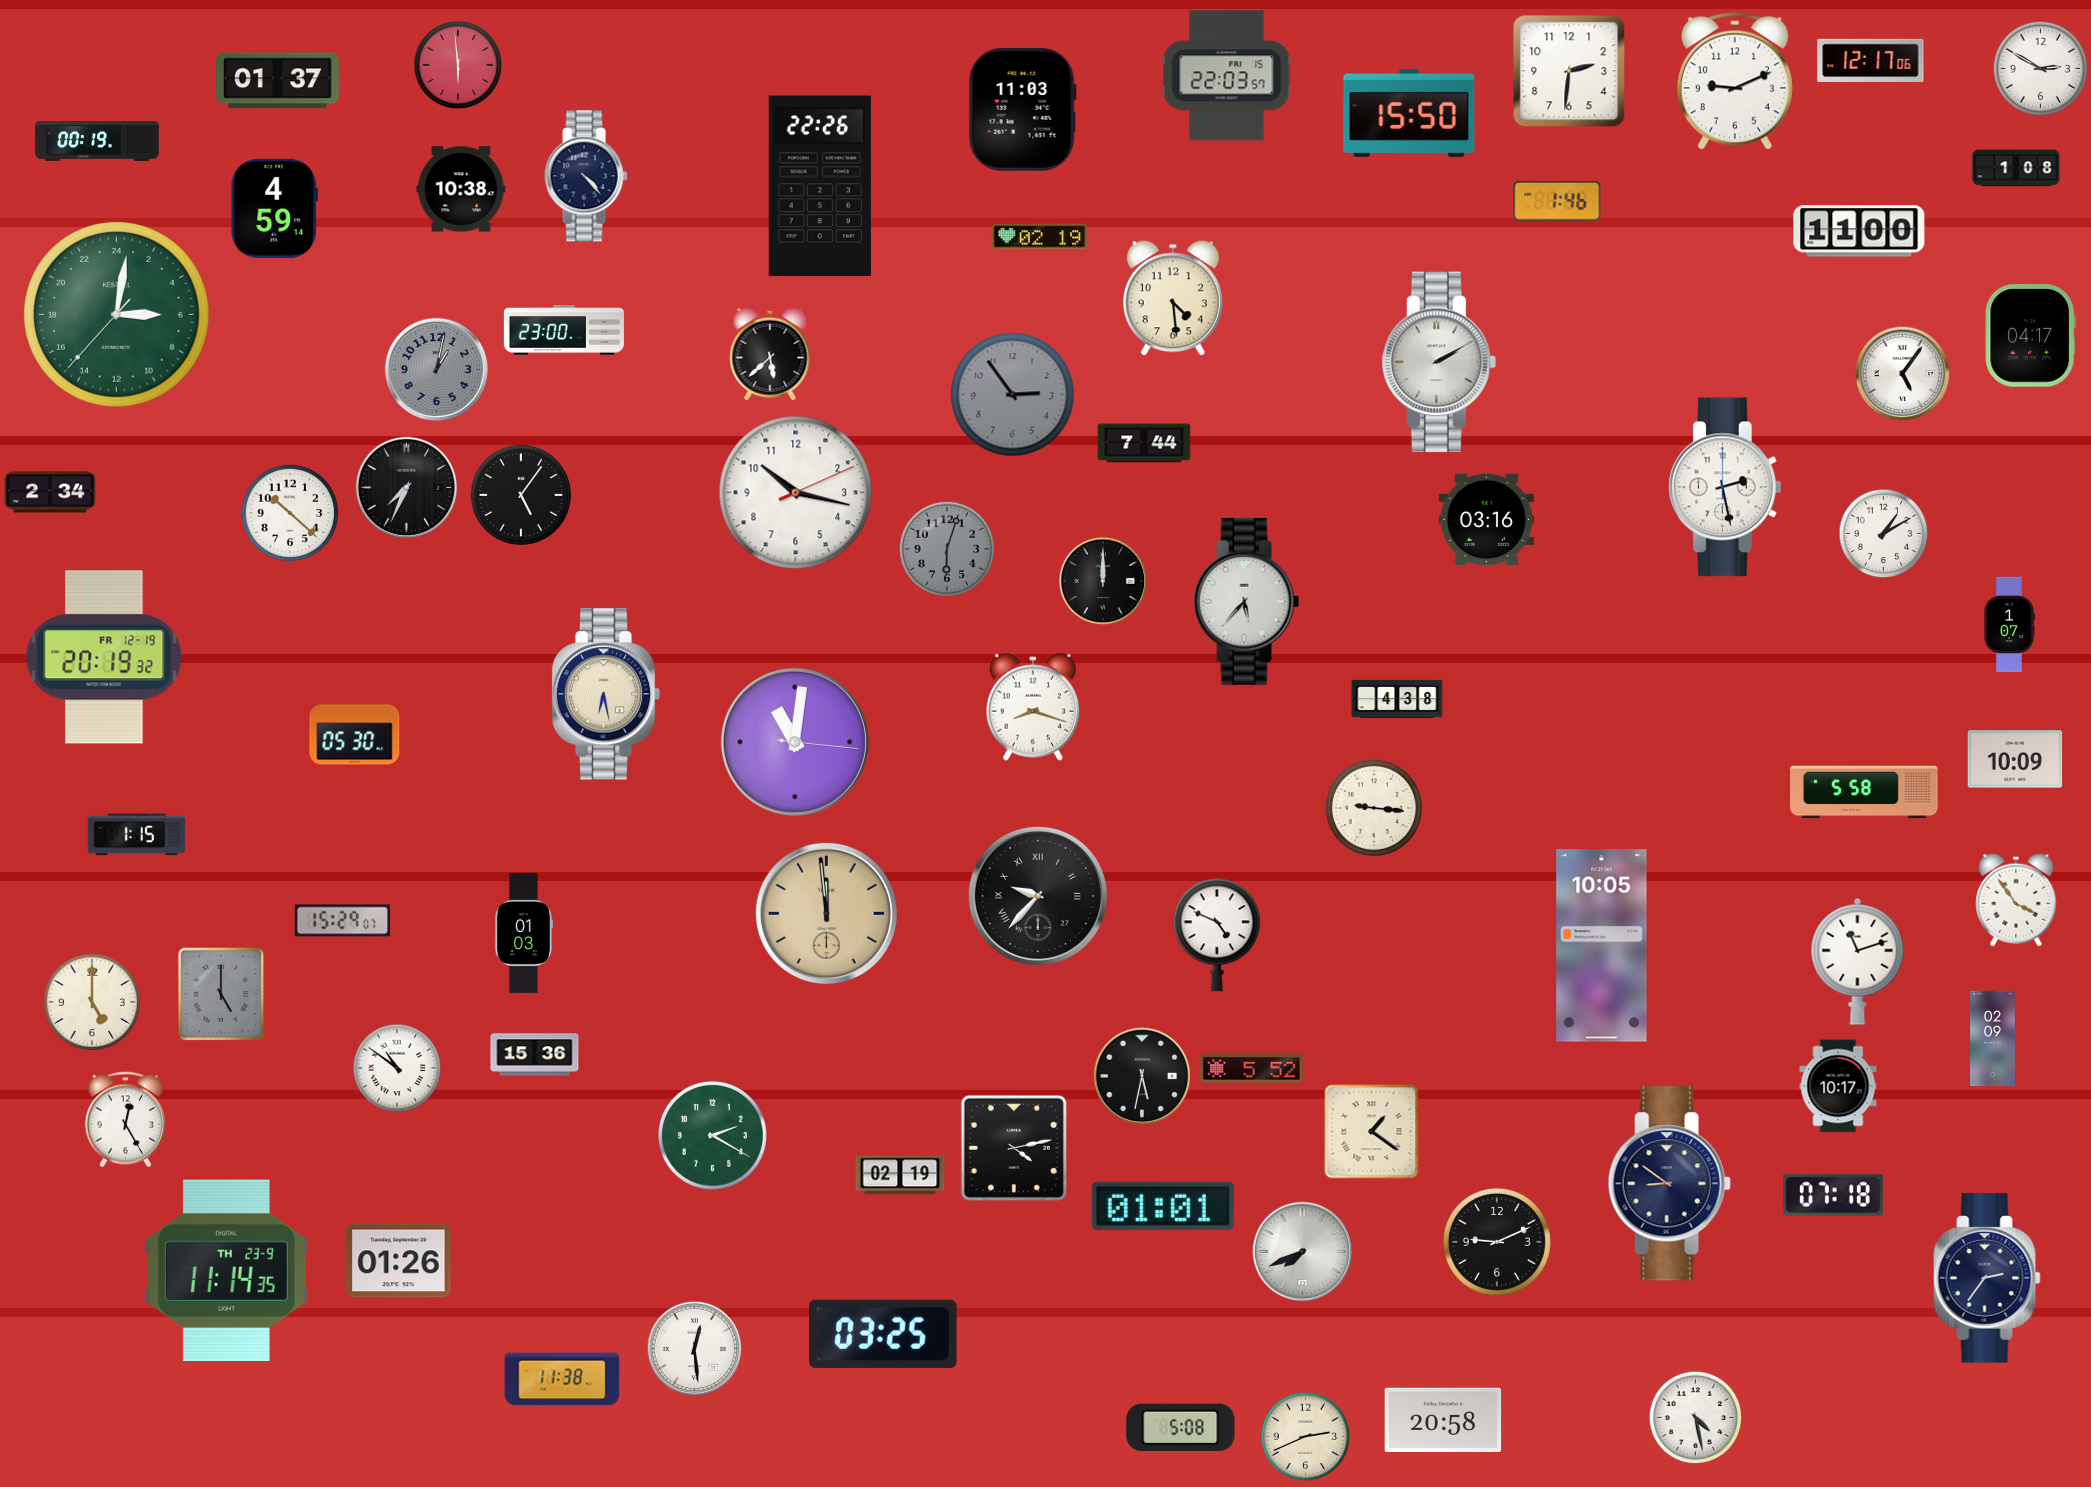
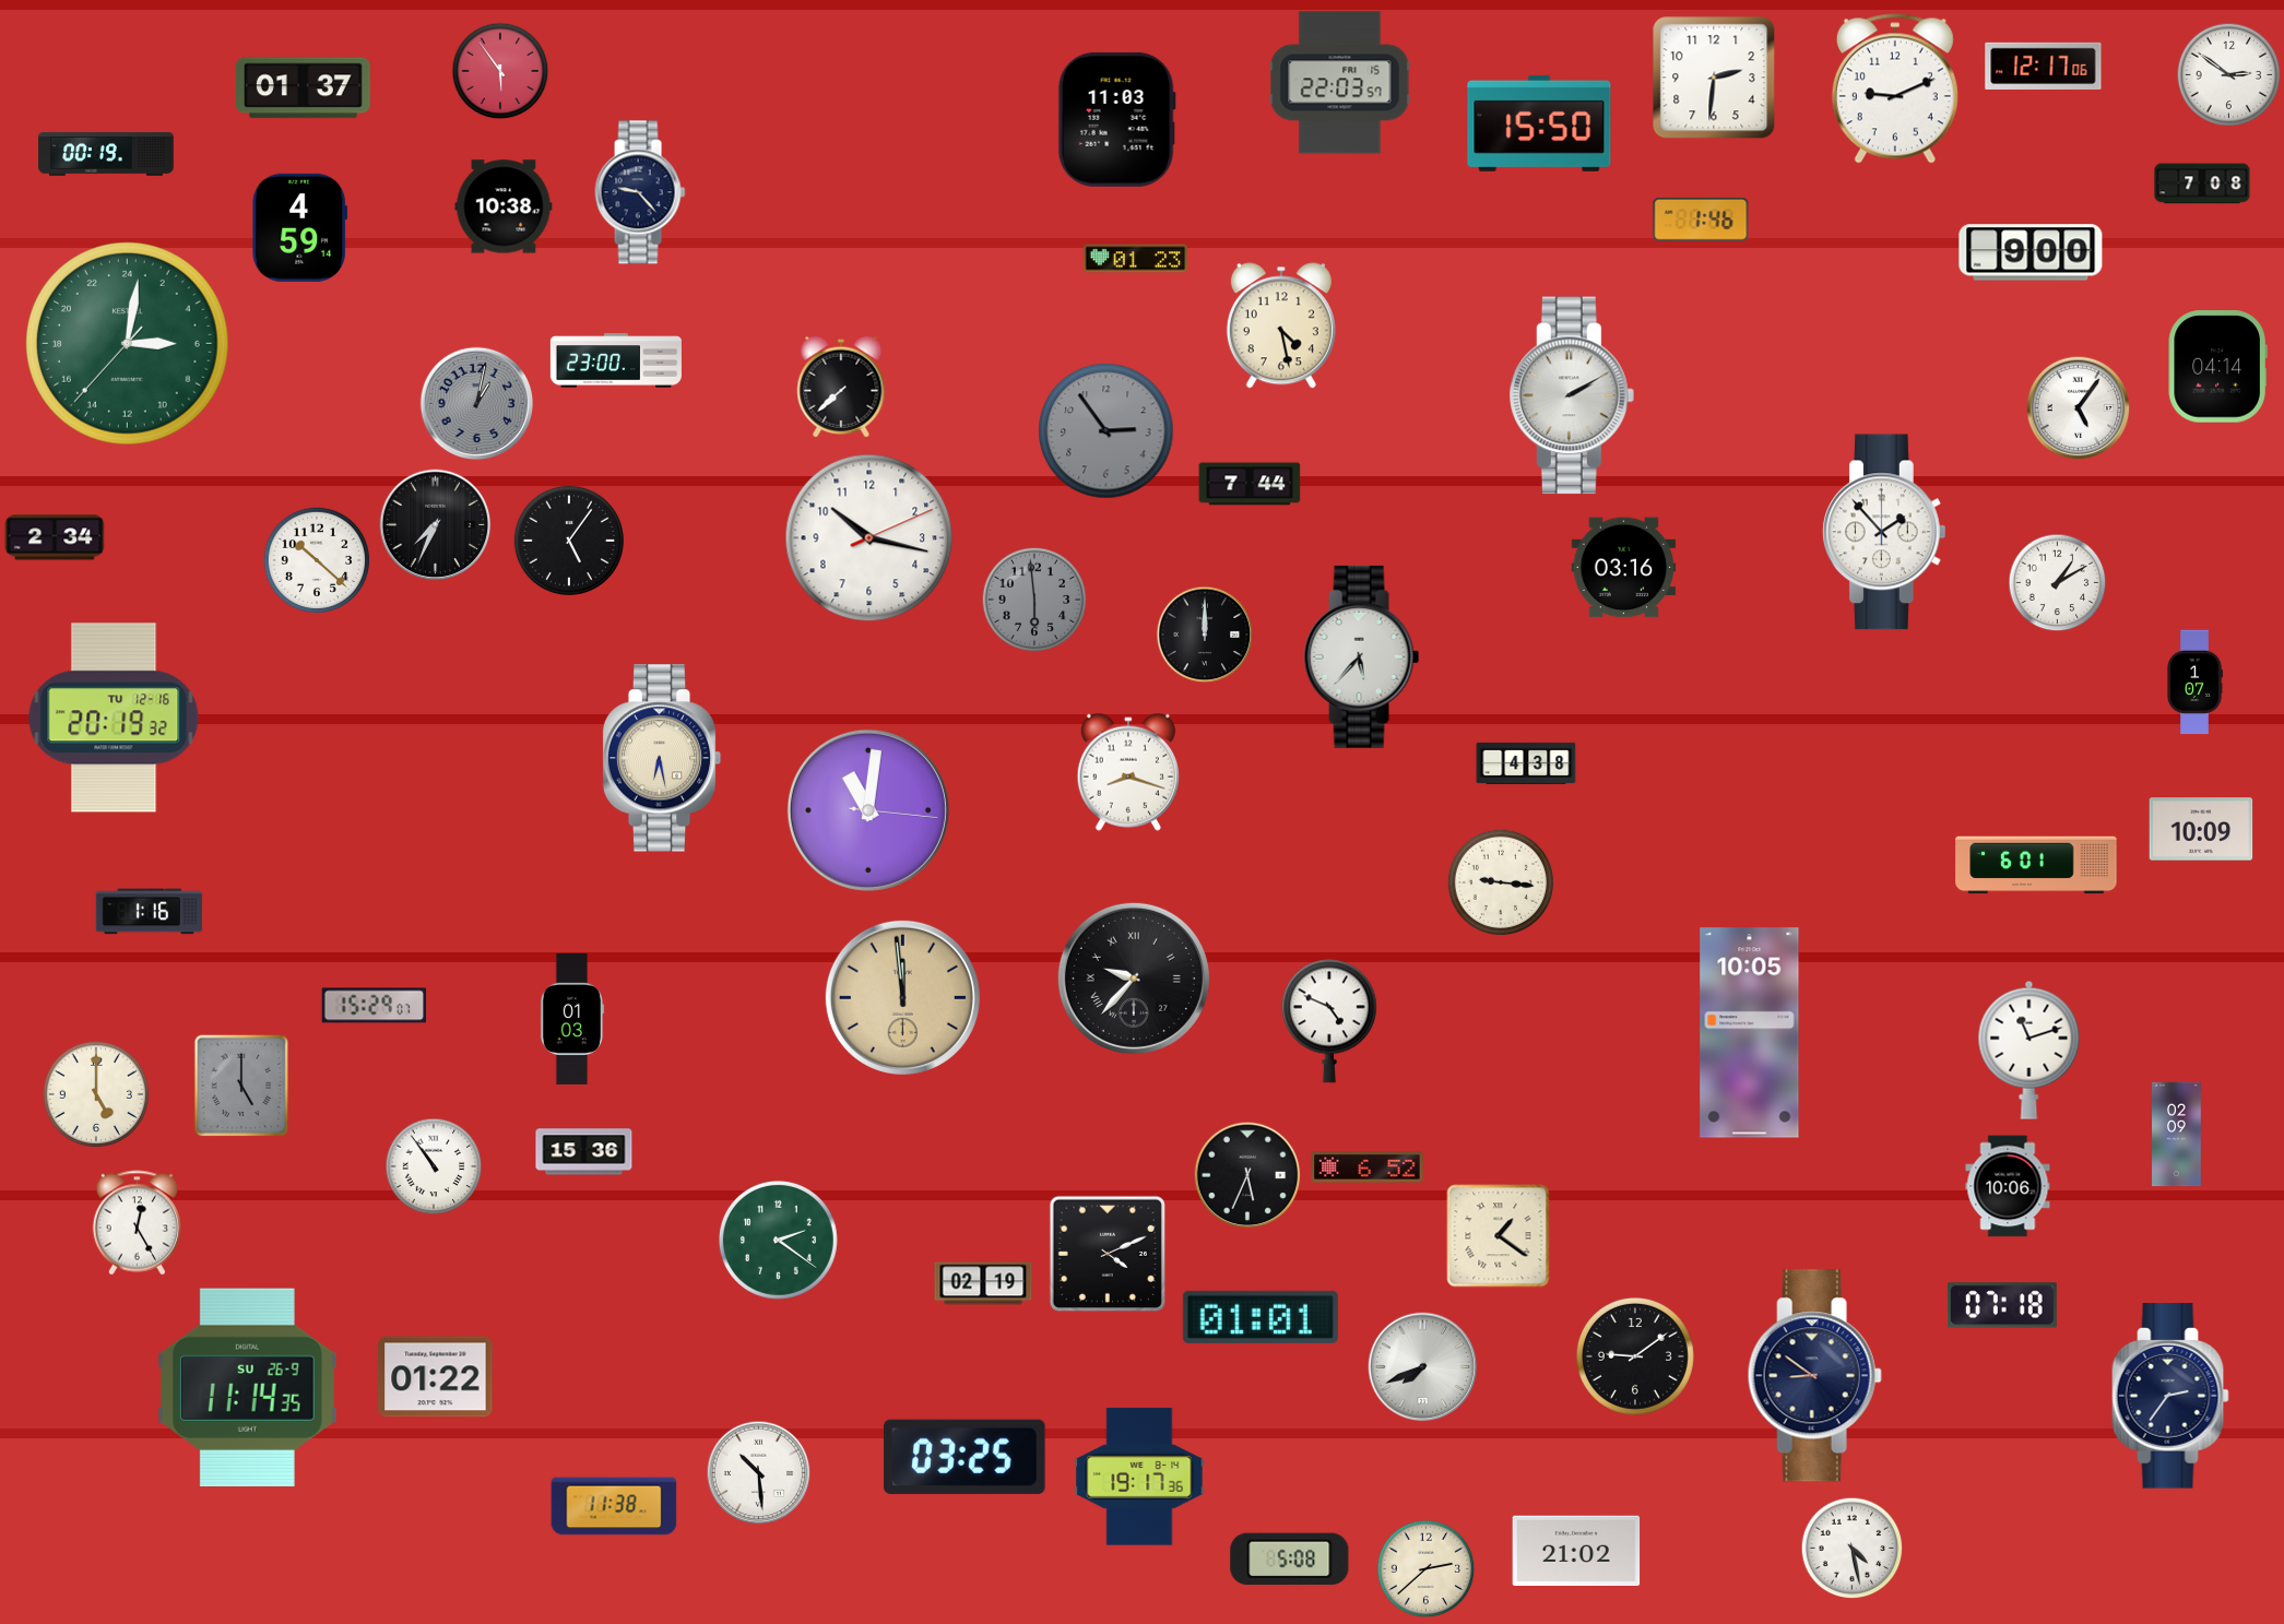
clock at (458, 65): 5:59 -> 5:54
clock at (2041, 69): 2:50 -> 2:51
clock at (2016, 168): 1:08 -> 7:08
clock at (586, 176): 4:23 -> 9:23
clock at (820, 186): 22:26 -> none
clock at (1859, 231): 11:00 -> 9:00
clock at (1040, 237): 02:19 -> 01:23
clock at (1173, 298): 4:29 -> 4:28
clock at (2030, 336): 04:17 -> 04:14
clock at (770, 354): 5:38 -> 7:38
clock at (1725, 487): 2:28 -> 1:53
clock at (407, 488) position: (407, 488) -> (436, 525)
clock at (947, 549): 6:03 -> 5:59
clock at (104, 657) date: FR 12-19 -> TU 12-16
clock at (355, 735): 05:30 -> none
clock at (1864, 792): 5:58 -> 6:01
clock at (136, 835): 1:15 -> 1:16
clock at (2016, 900): 3:54 -> none
clock at (91, 1001) position: (91, 1001) -> (95, 1093)
clock at (397, 1068): 10:51 -> 10:54
clock at (1252, 1069): 5:52 -> 6:52
clock at (1142, 1076): 5:32 -> 5:34
clock at (1838, 1086): 10:17 -> 10:06
clock at (712, 1135): 2:20 -> 2:21
clock at (1014, 1148): 4:13 -> 4:11
clock at (1669, 1184) position: (1669, 1184) -> (1814, 1376)
clock at (1163, 1206) position: (1163, 1206) -> (1261, 1317)
clock at (1497, 1242): 9:11 -> 9:09
clock at (399, 1261): 01:26 -> 01:22
clock at (227, 1271) date: TH 23-9 -> SU 26-9
clock at (695, 1349): 12:29 -> 10:29
clock at (1139, 1477): none -> 19:17
clock at (1443, 1419): 20:58 -> 21:02
clock at (1306, 1437): 2:41 -> 2:38
